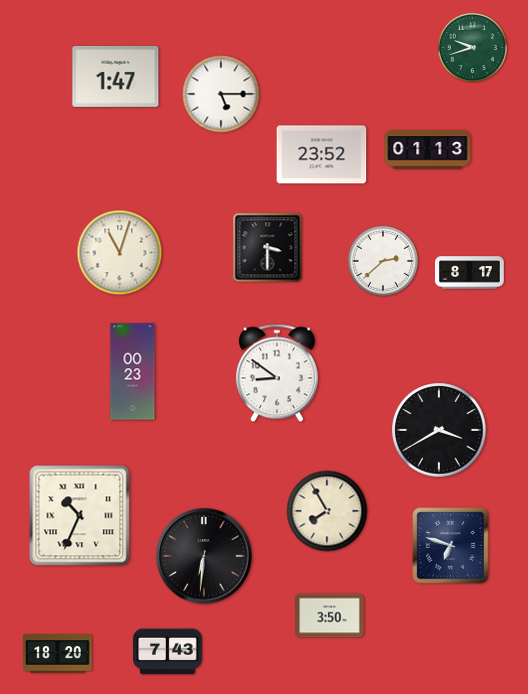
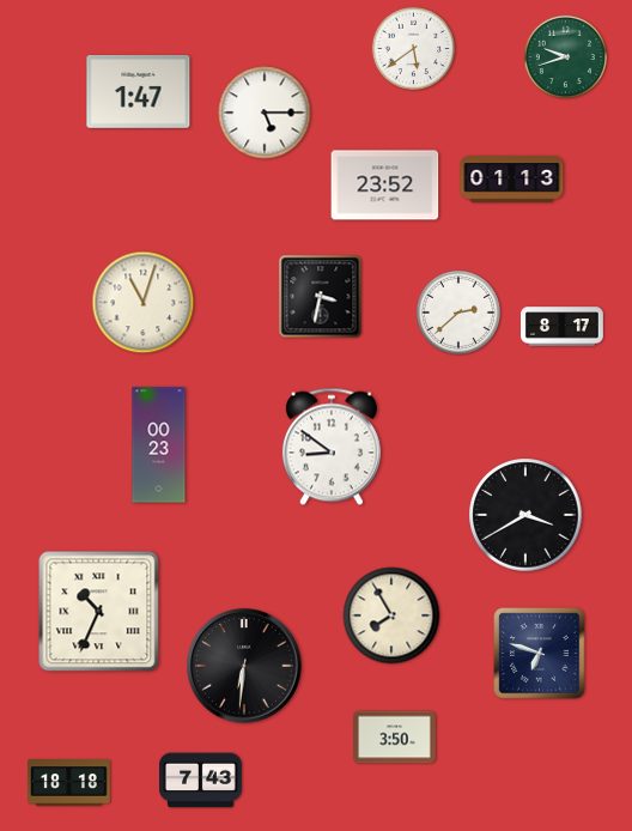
clock at (413, 48): none -> 5:39
clock at (268, 248): 3:30 -> 3:32
clock at (327, 511) position: (327, 511) -> (391, 615)
clock at (80, 516) position: (80, 516) -> (99, 612)
clock at (58, 654): 18:20 -> 18:18
